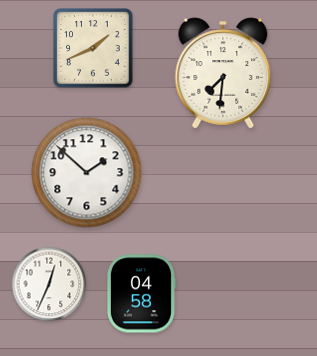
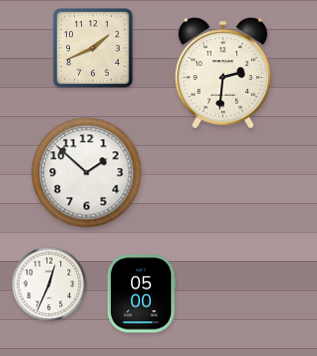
clock at (223, 73): 7:31 -> 2:31
clock at (141, 294): 04:58 -> 05:00
